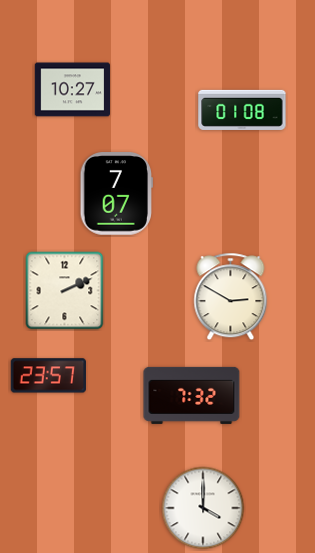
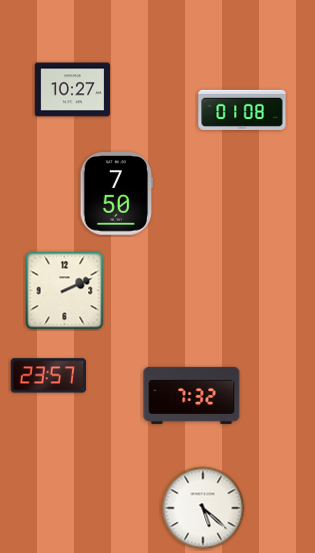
clock at (116, 194): 7:07 -> 7:50
clock at (231, 297): 2:50 -> none
clock at (203, 508): 4:00 -> 5:22
